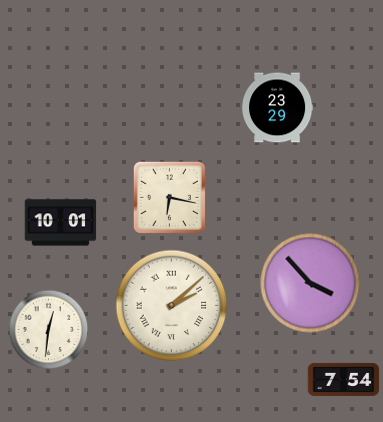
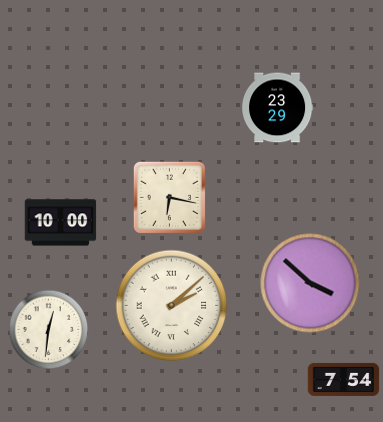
clock at (61, 223): 10:01 -> 10:00
clock at (310, 283): 3:53 -> 3:52
